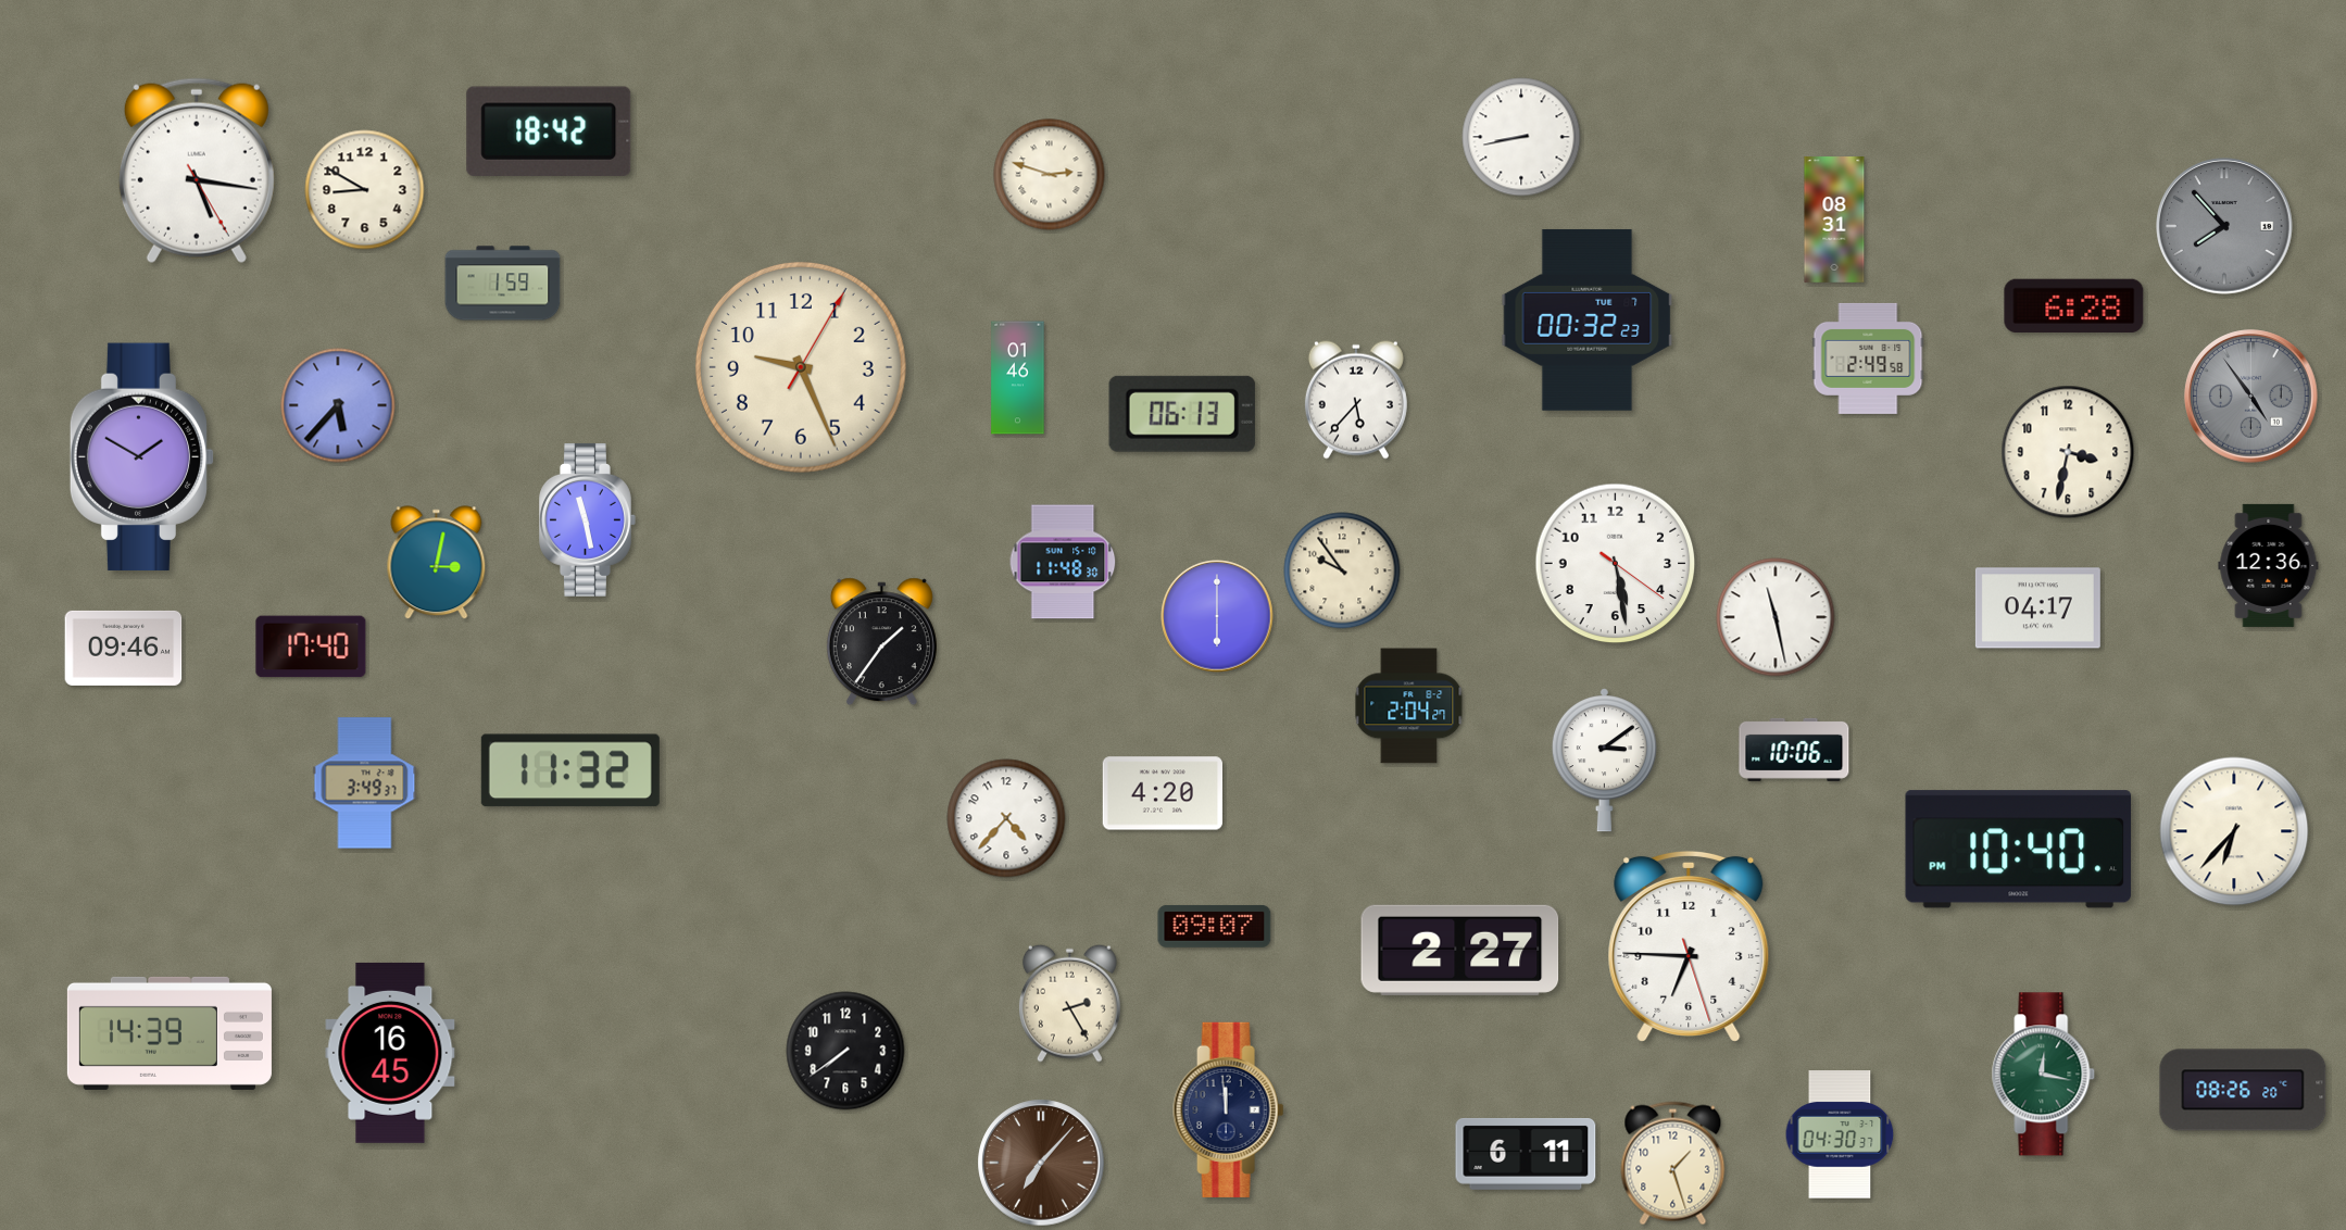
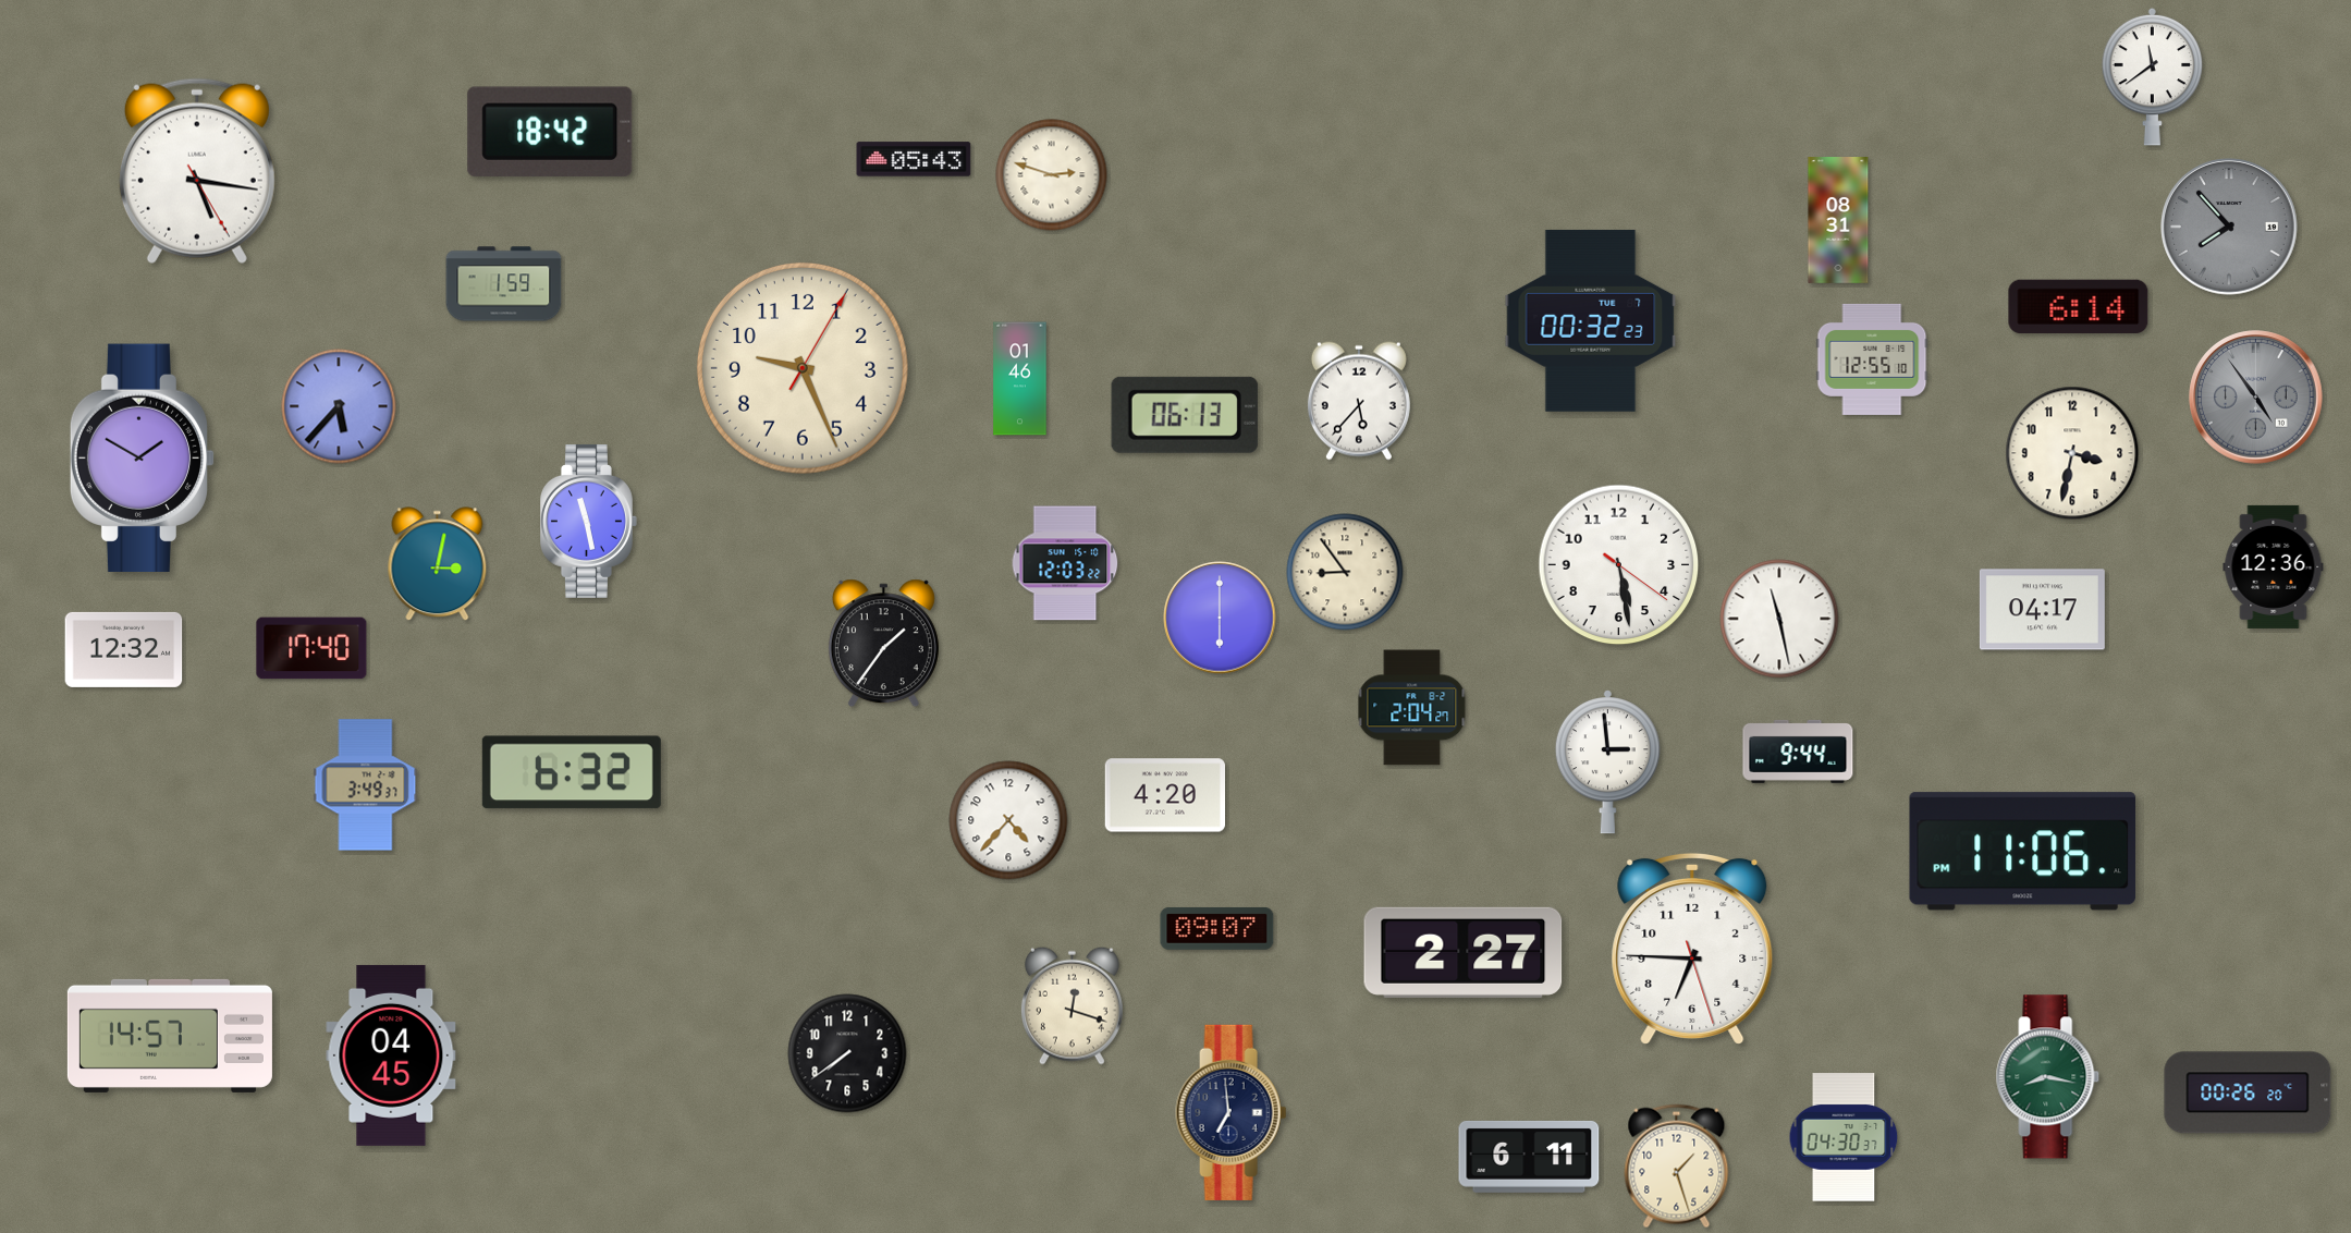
clock at (2153, 76): none -> 11:39
clock at (1521, 137): 8:43 -> none
clock at (914, 159): none -> 05:43
clock at (365, 190): 8:50 -> none
clock at (2074, 305): 6:28 -> 6:14
clock at (1868, 359): 2:49 -> 12:55
clock at (1063, 562): 11:48 -> 12:03
clock at (1342, 570): 9:54 -> 8:54
clock at (124, 648): 09:46 -> 12:32
clock at (1794, 750): 10:06 -> 9:44
clock at (1604, 761): 3:09 -> 2:59
clock at (570, 770): 11:32 -> 6:32
clock at (2234, 831): 6:37 -> none
clock at (2019, 850): 10:40 -> 11:06
clock at (1069, 1003): 2:25 -> 12:18
clock at (170, 1033): 14:39 -> 14:57
clock at (390, 1053): 16:45 -> 04:45
clock at (2044, 1075): 12:17 -> 8:17
clock at (2243, 1090): 08:26 -> 00:26
clock at (1229, 1109): 11:59 -> 6:59
clock at (1041, 1163): 7:07 -> none
